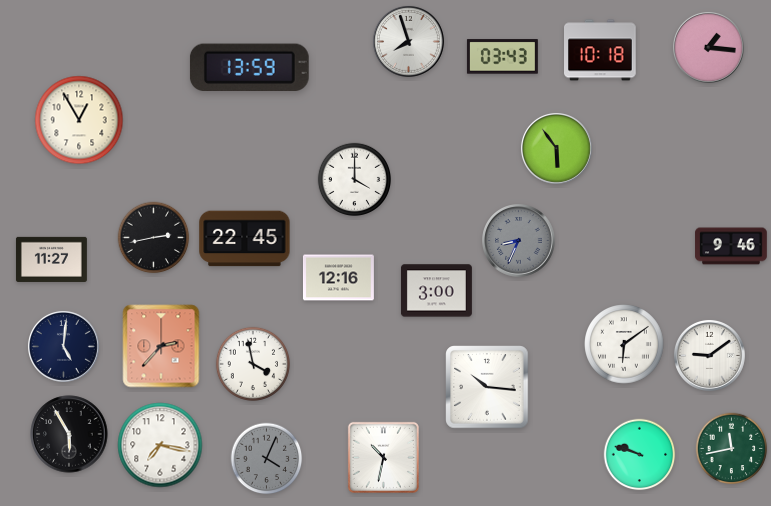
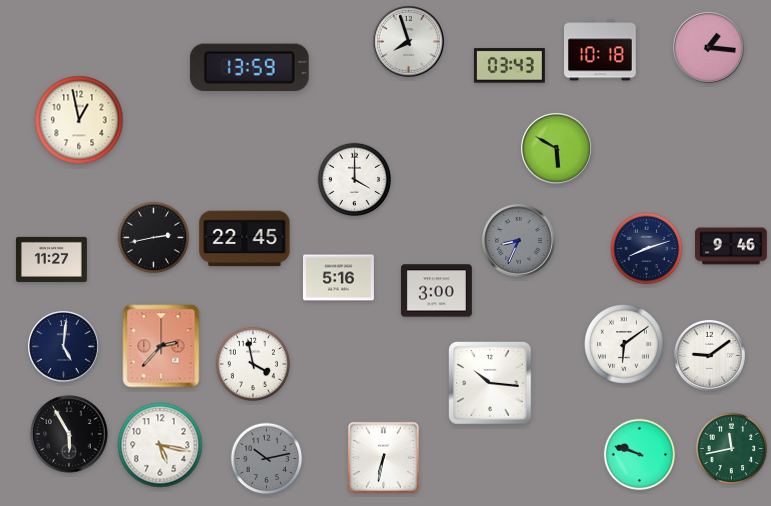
clock at (502, 57) position: (502, 57) -> (509, 66)
clock at (79, 120): 12:55 -> 12:58
clock at (556, 148): 5:54 -> 5:50
clock at (647, 249): none -> 8:12
clock at (338, 278): 12:16 -> 5:16
clock at (487, 387) position: (487, 387) -> (490, 383)
clock at (160, 445): 7:17 -> 5:17
clock at (383, 457): 10:32 -> 6:32
clock at (267, 459): 4:04 -> 10:13
